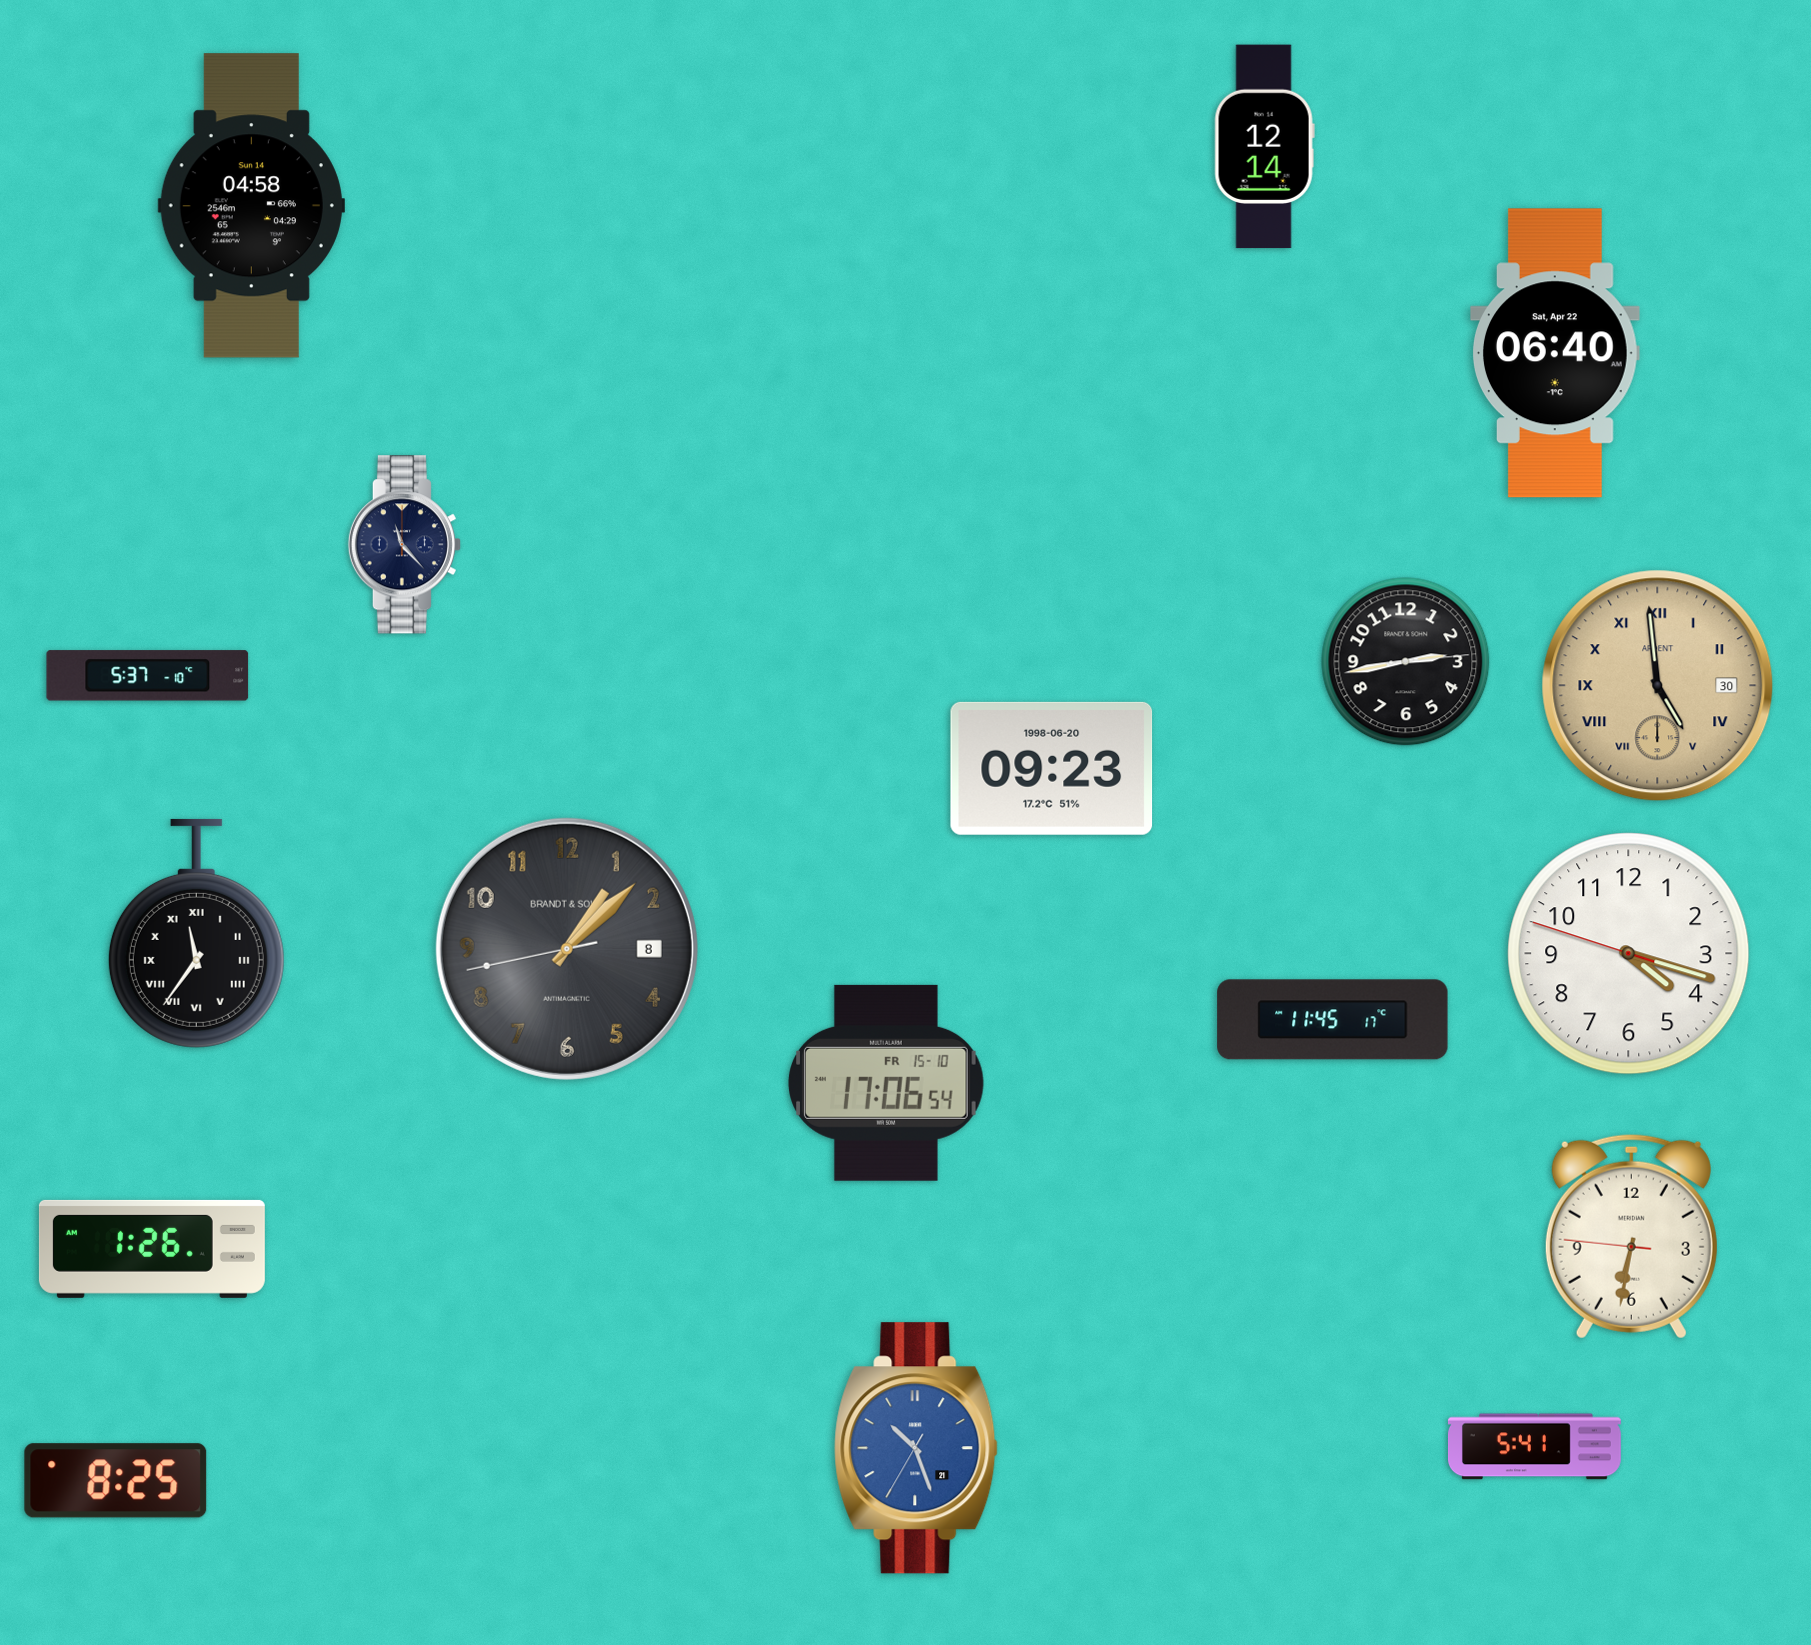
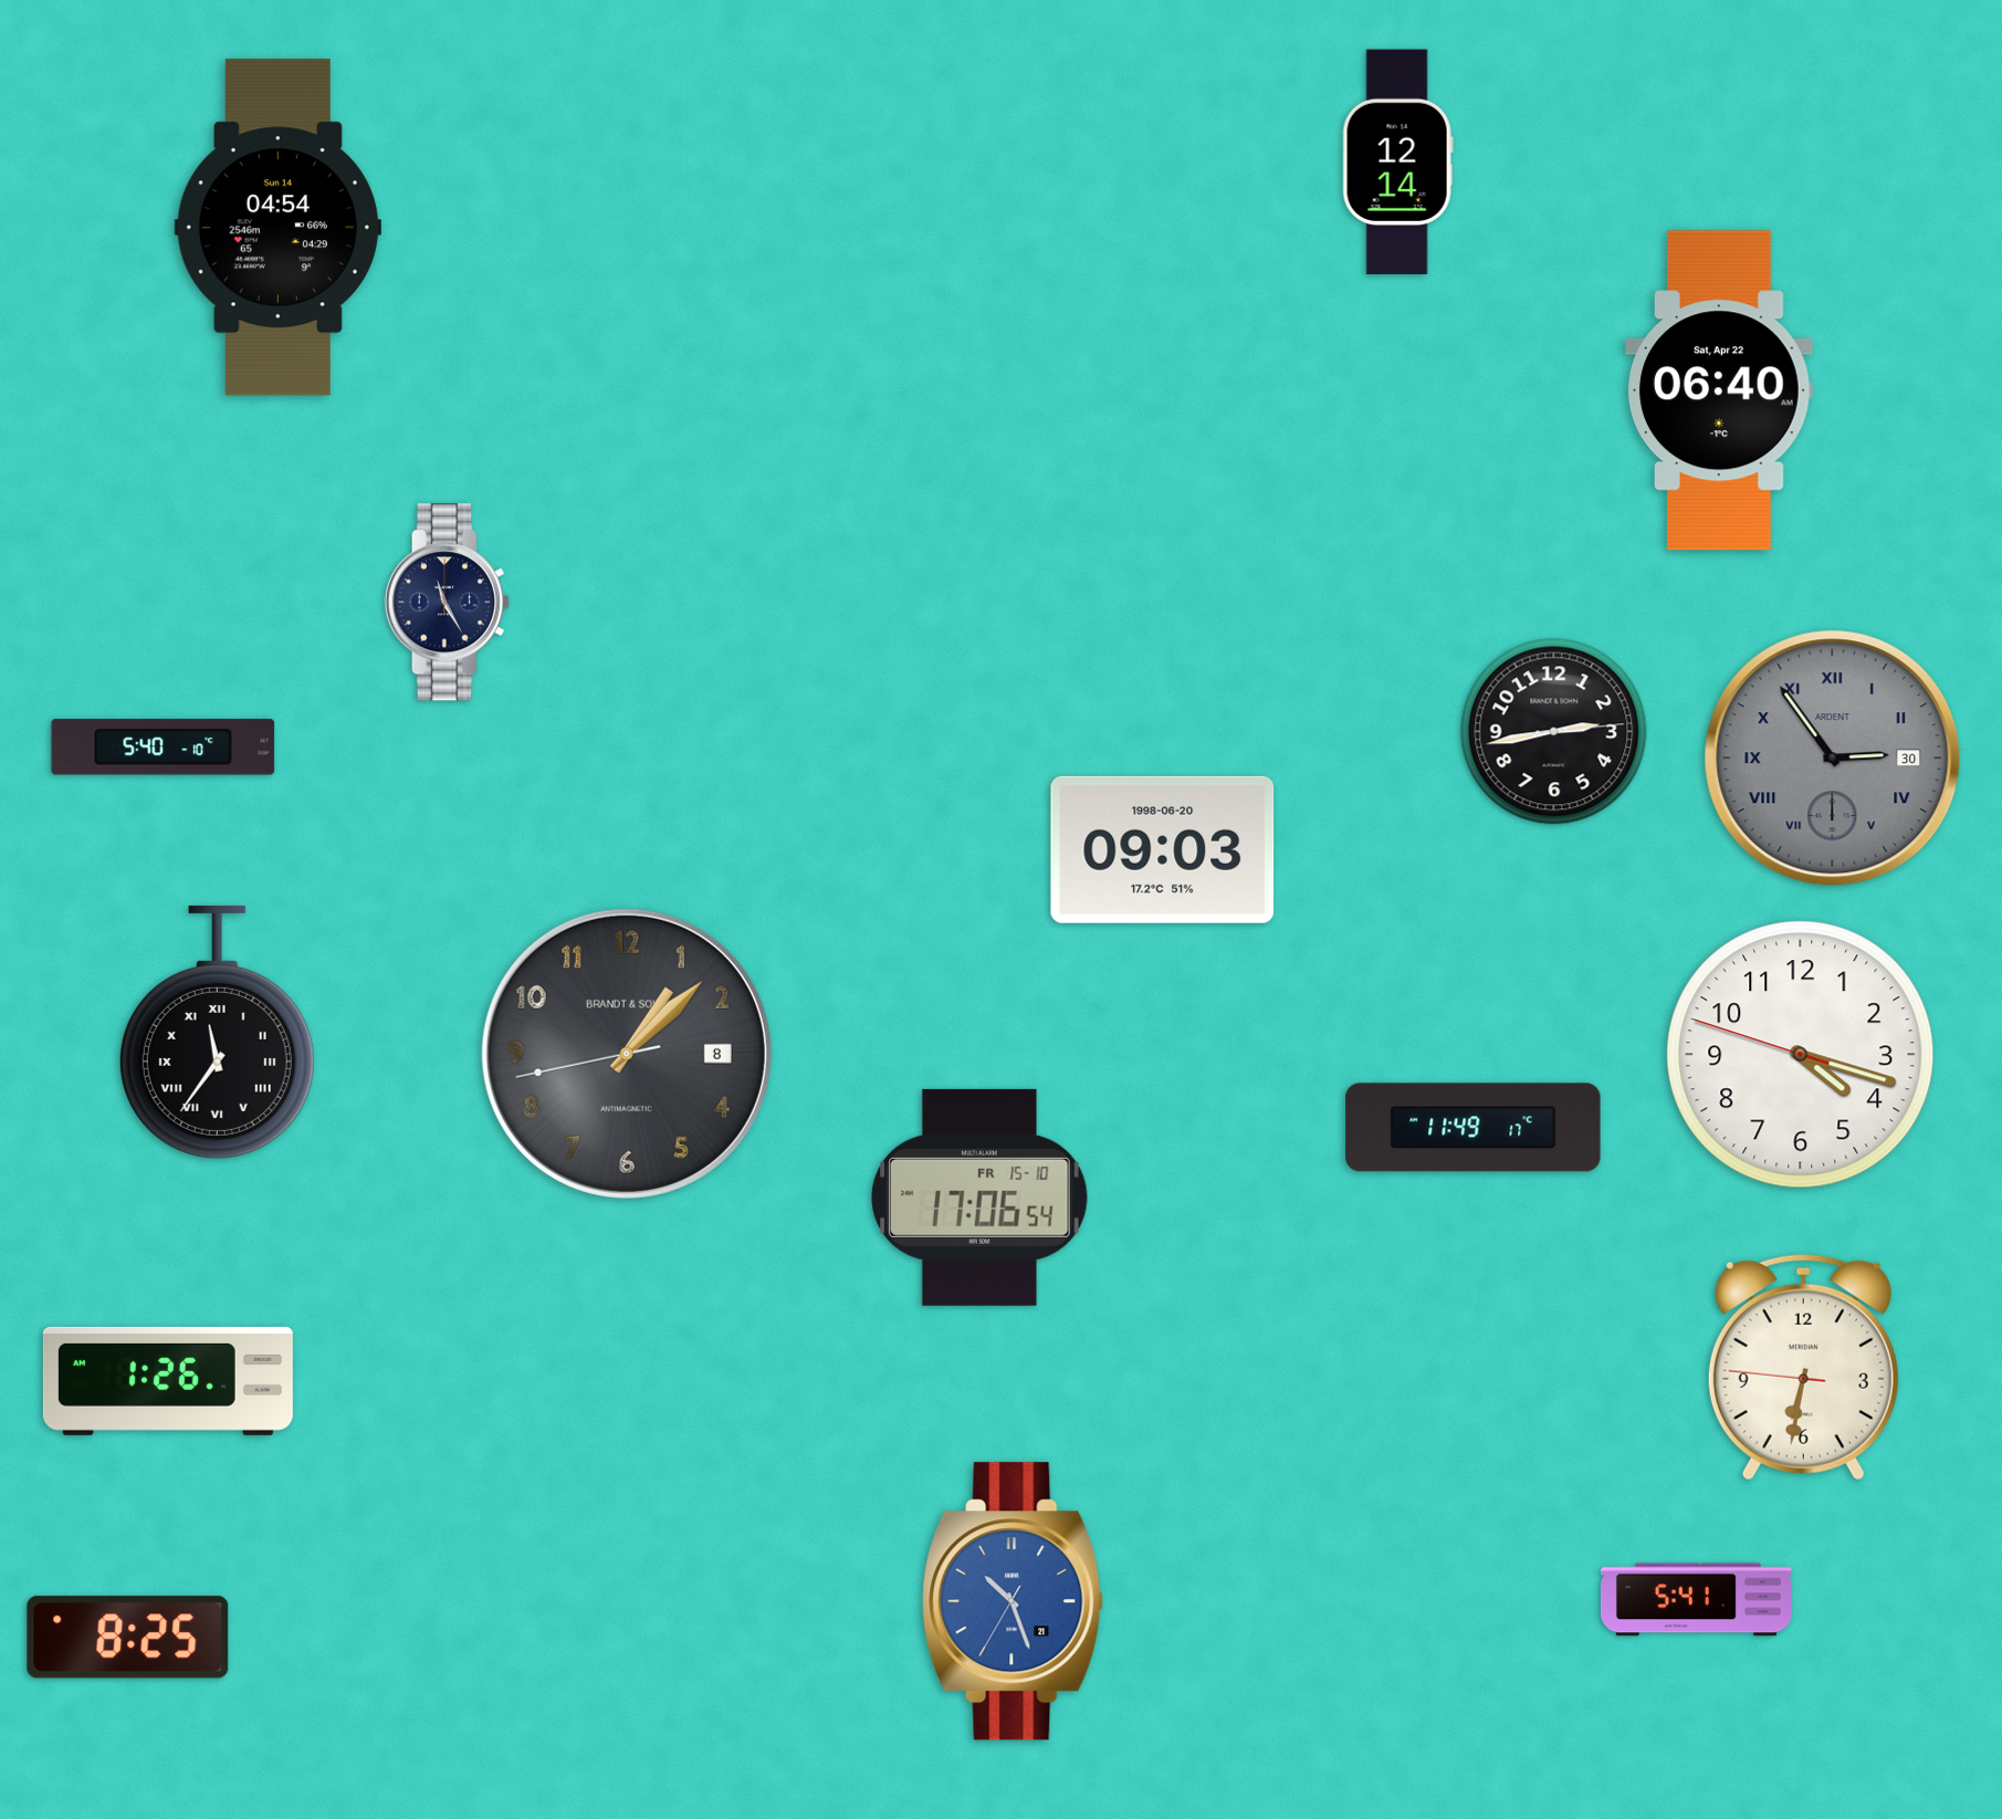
clock at (251, 206): 04:58 -> 04:54
clock at (404, 545): 11:23 -> 11:25
clock at (148, 676): 5:37 -> 5:40
clock at (1658, 686): 4:59 -> 2:54
clock at (1658, 686) dial: champagne -> grey
clock at (1052, 768): 09:23 -> 09:03
clock at (567, 949) position: (567, 949) -> (627, 1054)
clock at (1333, 1020): 11:45 -> 11:49
